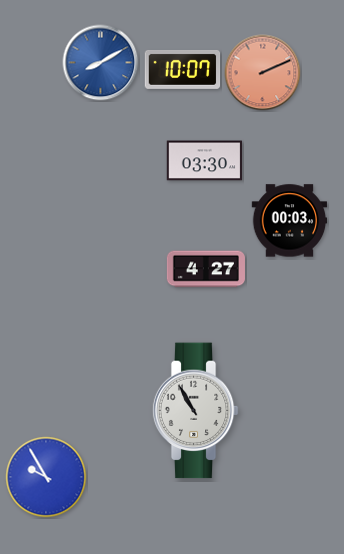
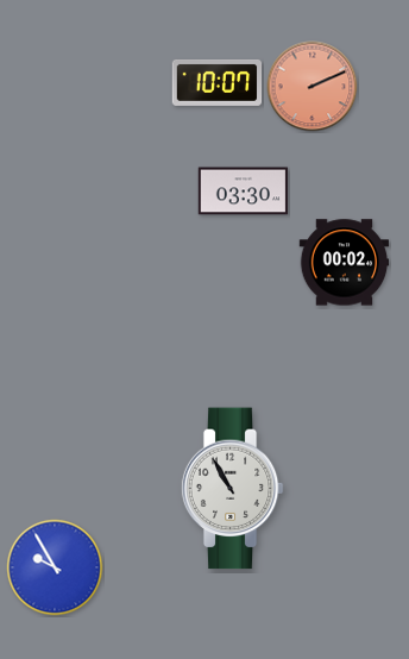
clock at (101, 63): 8:10 -> none
clock at (290, 221): 00:03 -> 00:02
clock at (206, 269): 4:27 -> none
